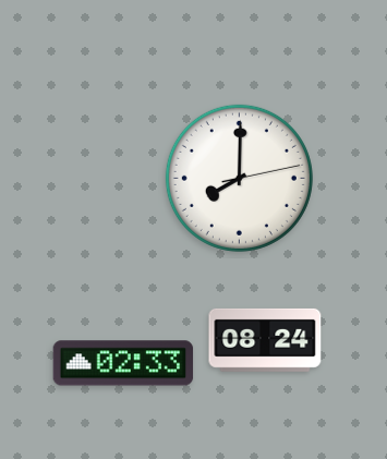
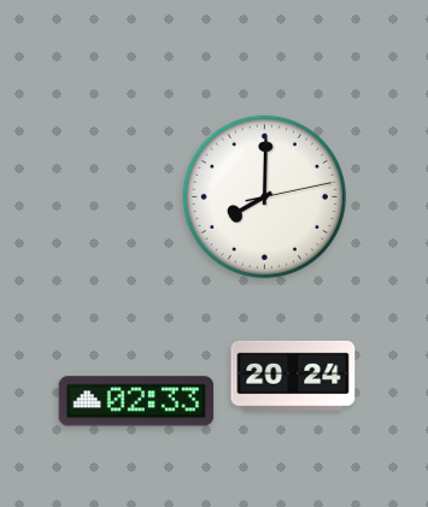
clock at (265, 340): 08:24 -> 20:24
